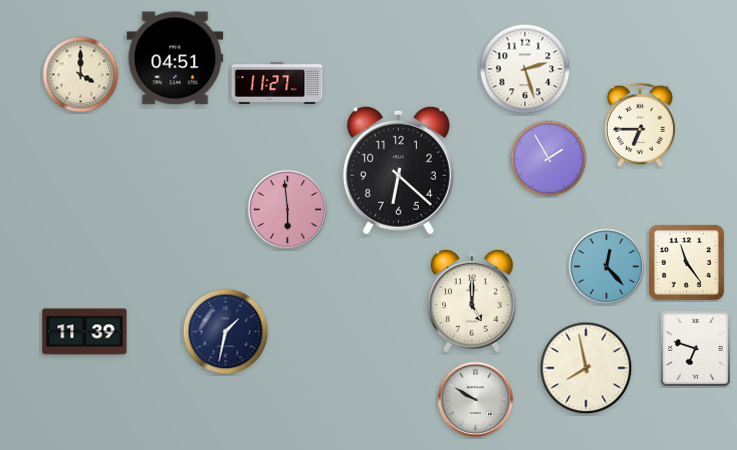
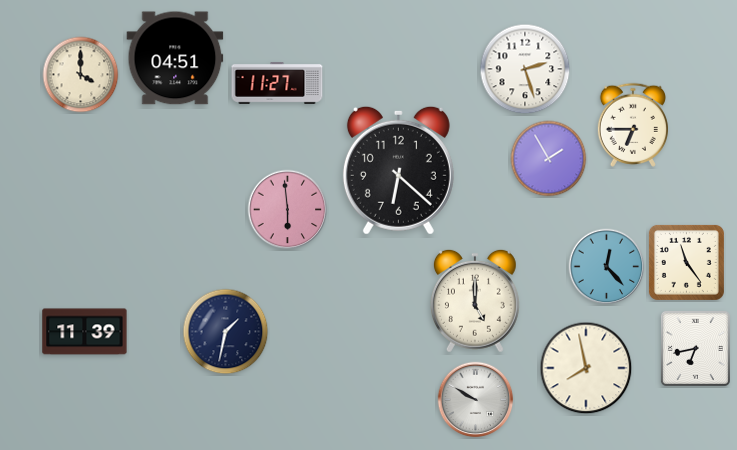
clock at (640, 125) position: (640, 125) -> (633, 125)
clock at (472, 301) position: (472, 301) -> (475, 301)
clock at (695, 348): 6:48 -> 6:43
